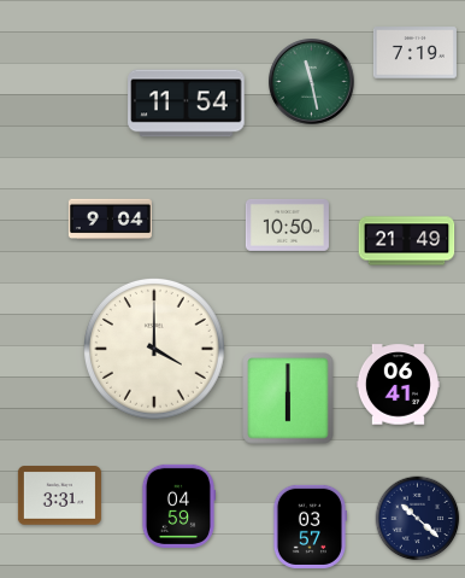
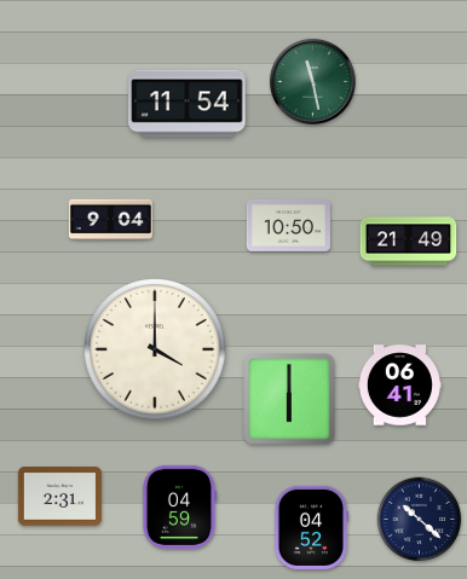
clock at (414, 53): 7:19 -> none
clock at (59, 496): 3:31 -> 2:31
clock at (308, 526): 03:57 -> 04:52
